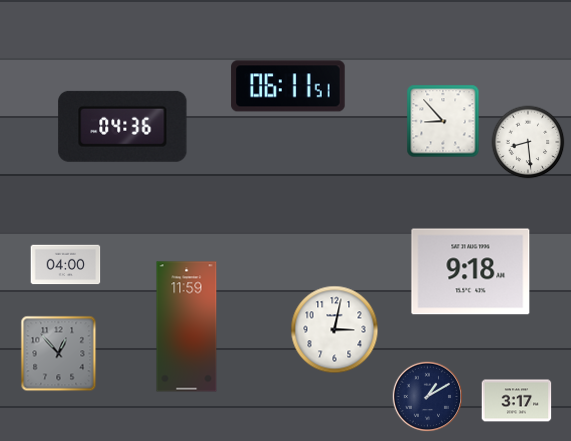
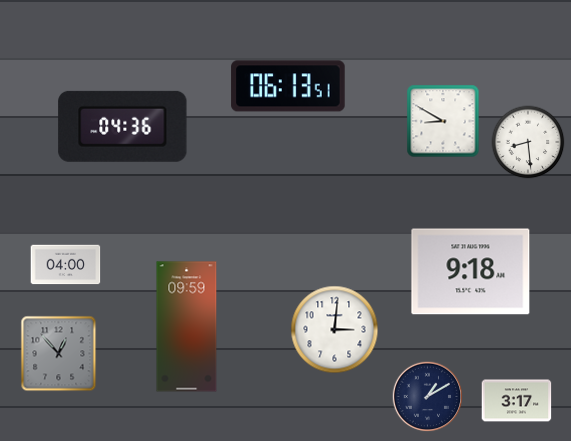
clock at (288, 86): 06:11 -> 06:13
clock at (443, 121): 8:53 -> 8:50
clock at (187, 327): 11:59 -> 09:59
clock at (335, 330): 3:02 -> 3:01
